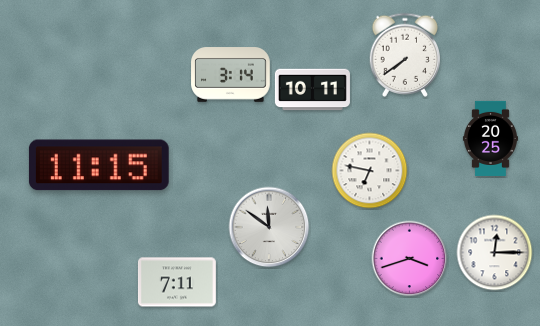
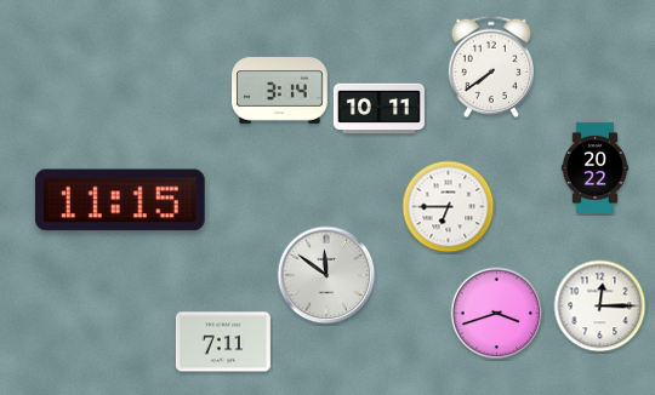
clock at (490, 138): 20:25 -> 20:22
clock at (370, 171): 6:47 -> 6:45
clock at (177, 282) position: (177, 282) -> (223, 342)
